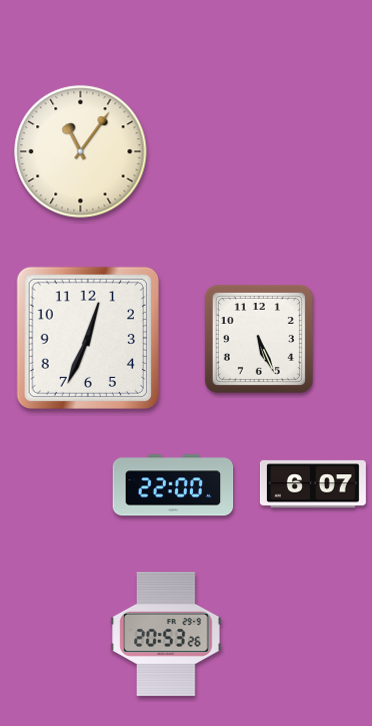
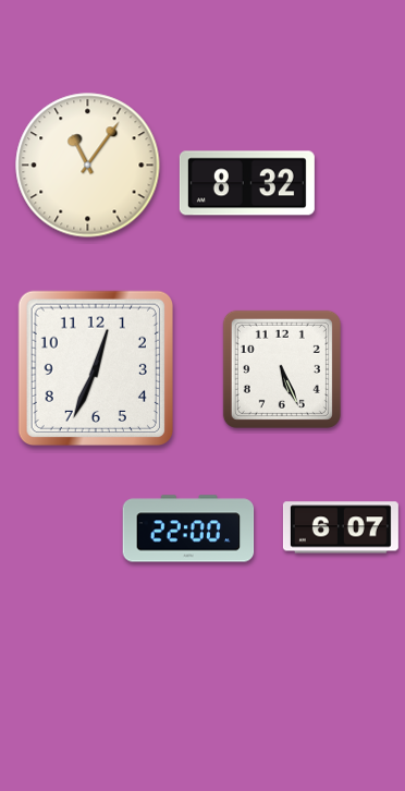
clock at (247, 183): none -> 8:32
clock at (166, 634): 20:53 -> none
